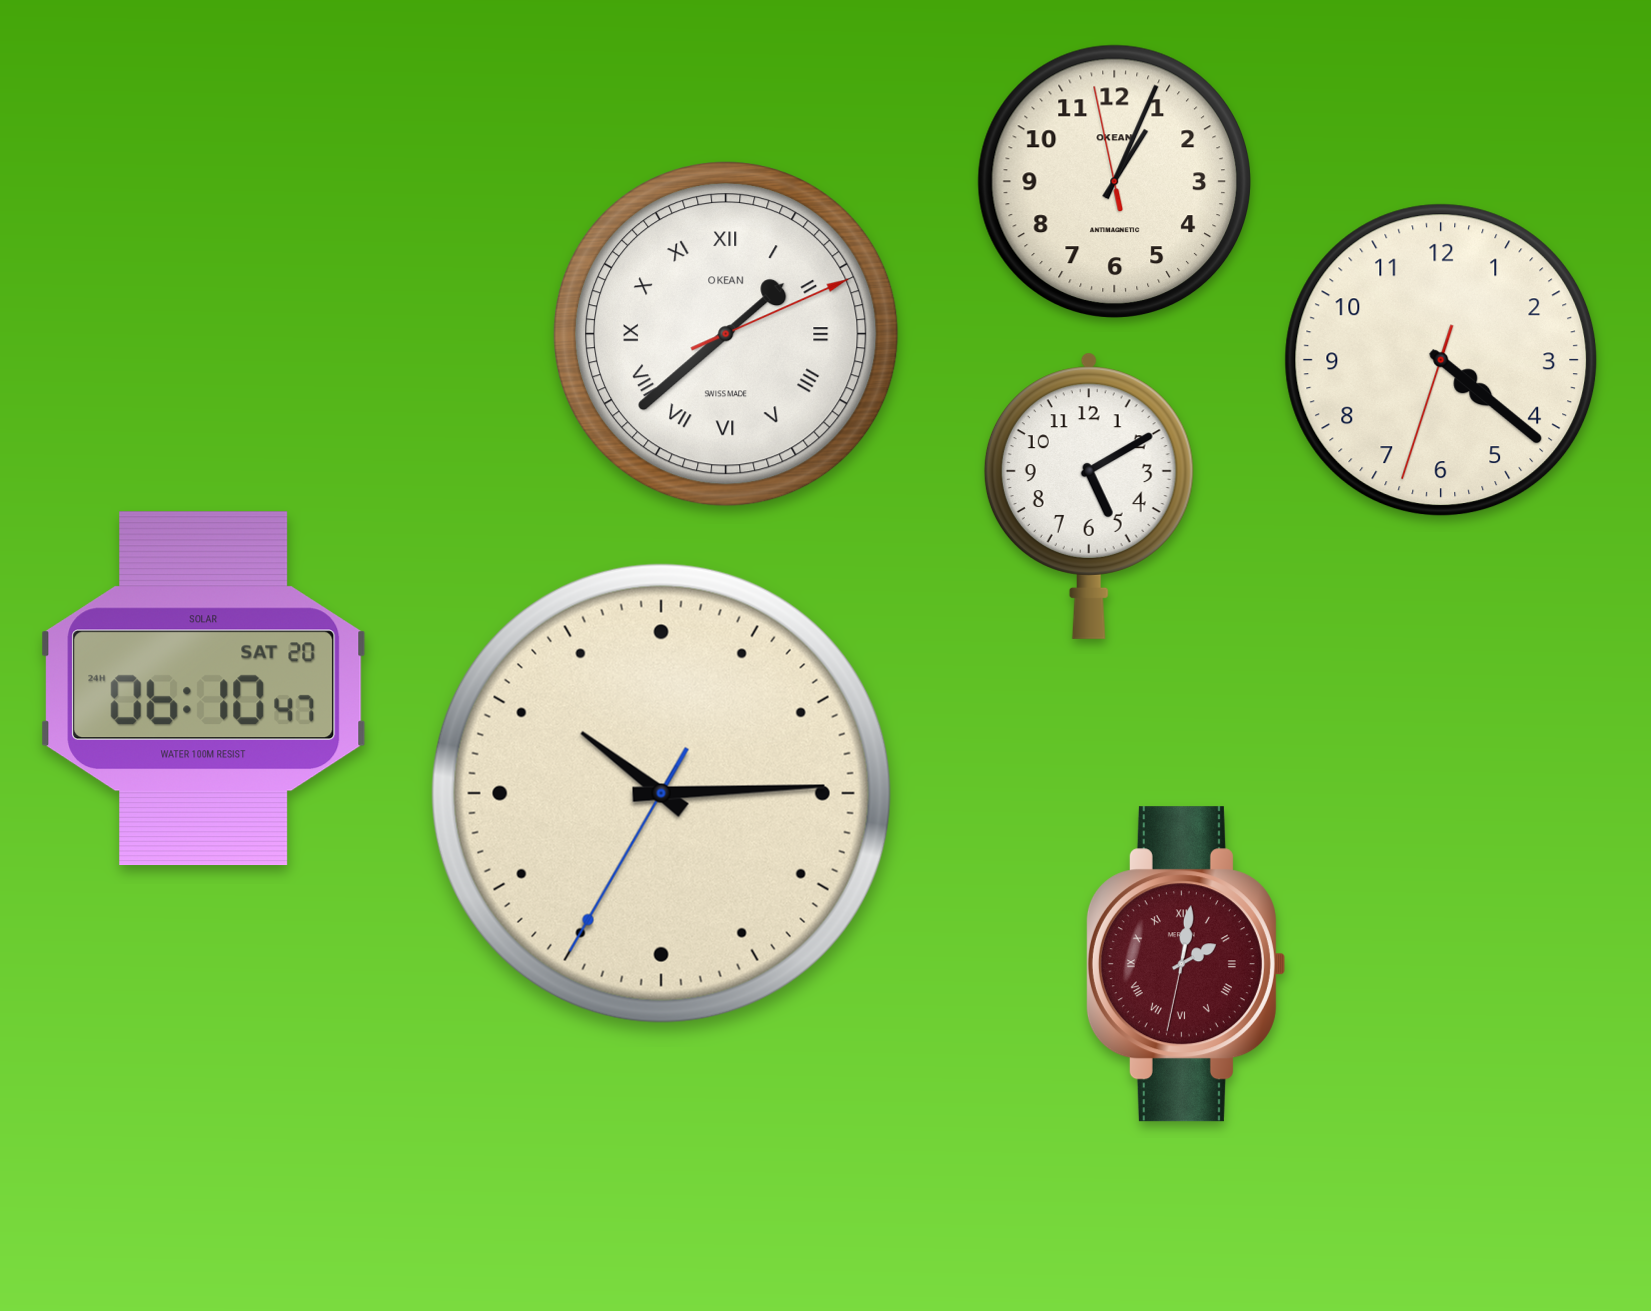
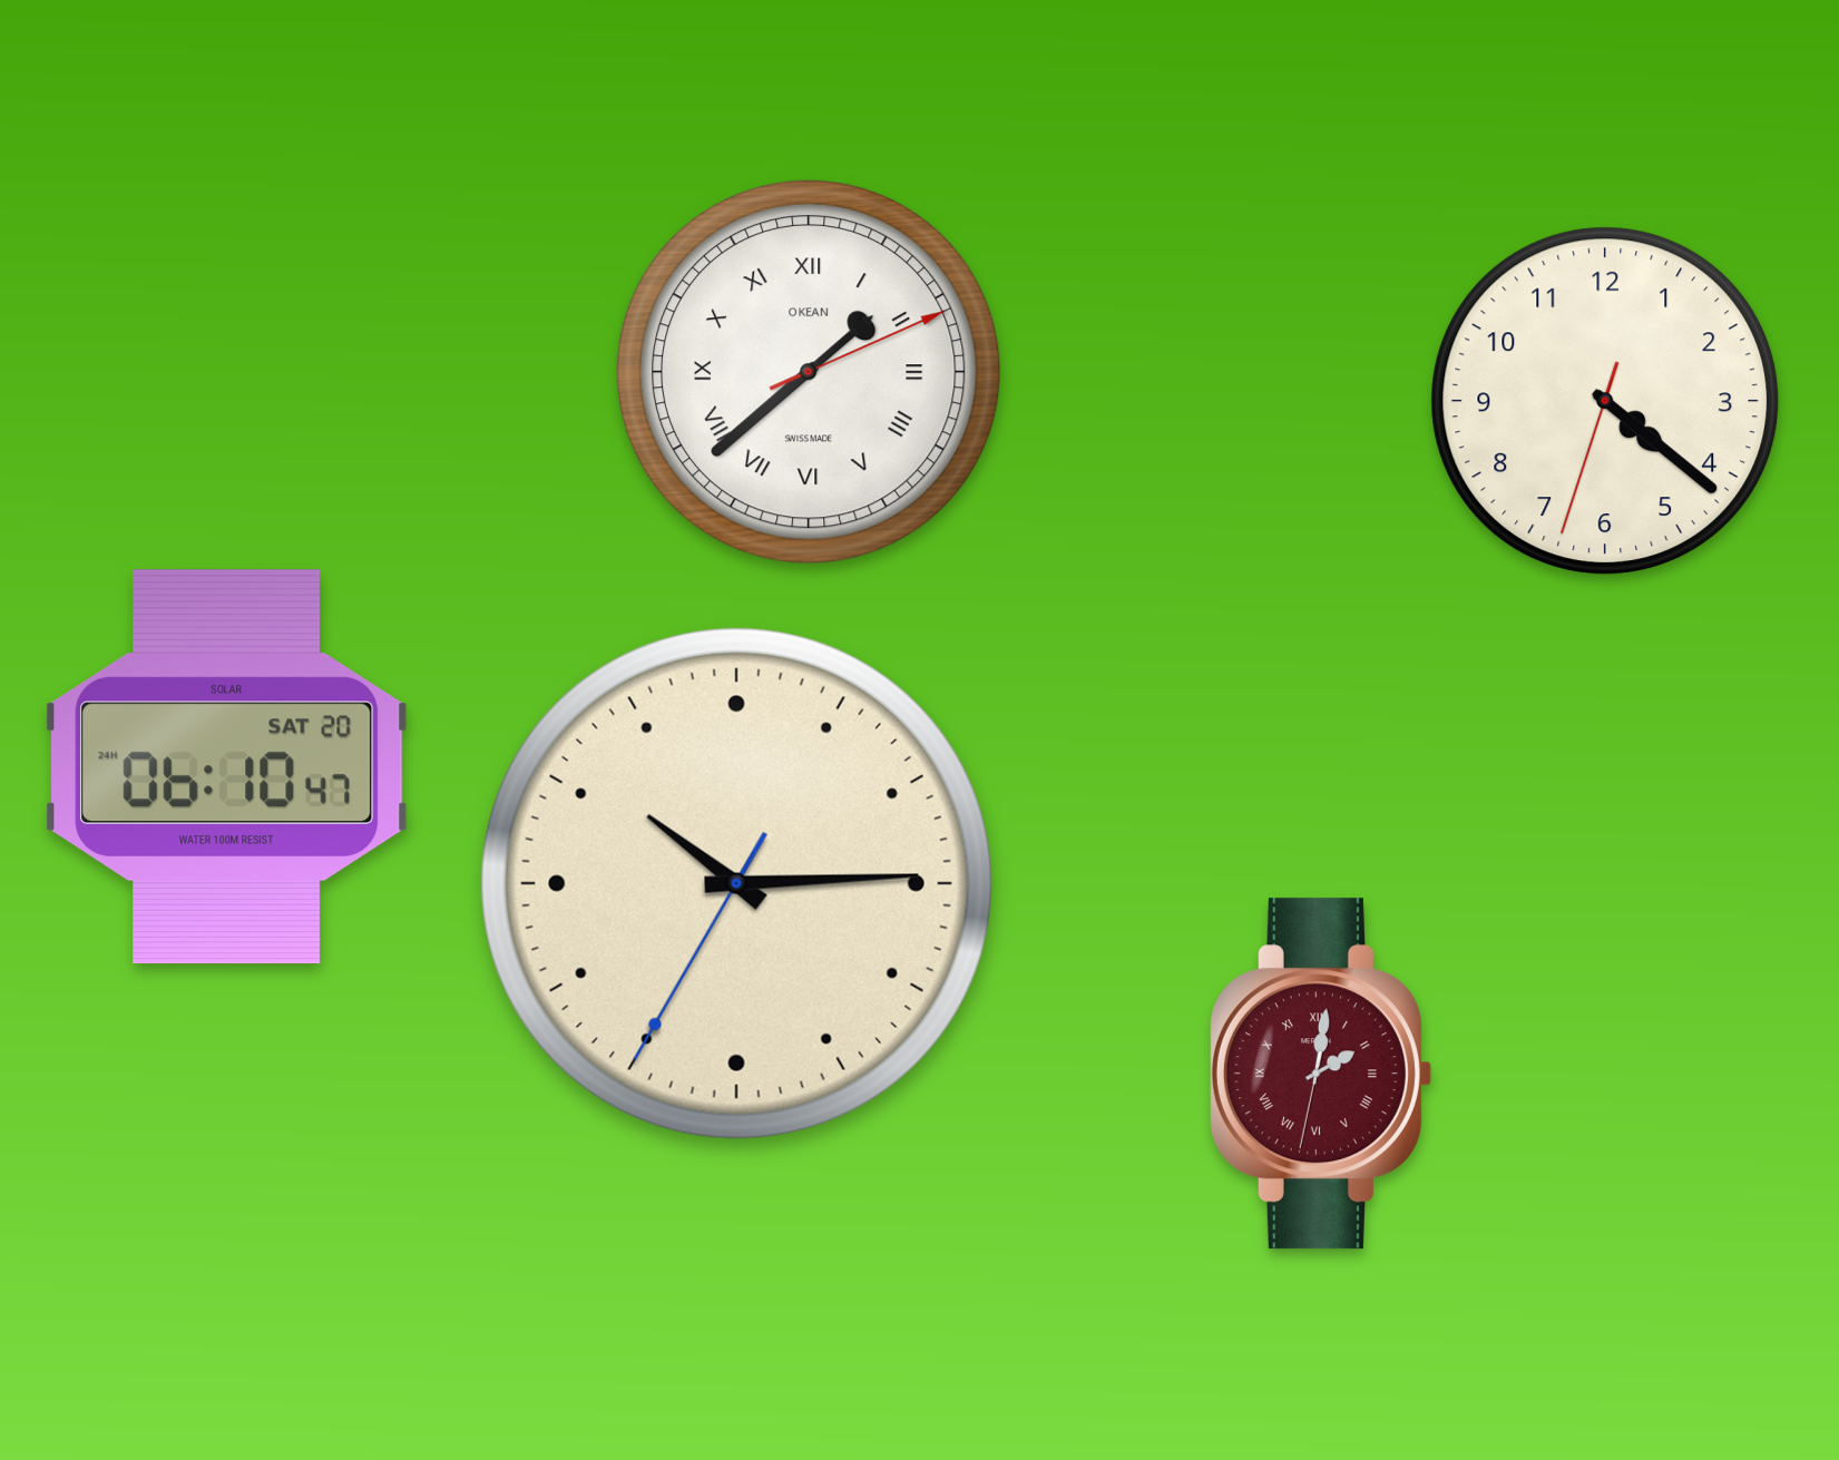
clock at (1114, 181): 1:03 -> none
clock at (1089, 496): 5:10 -> none
